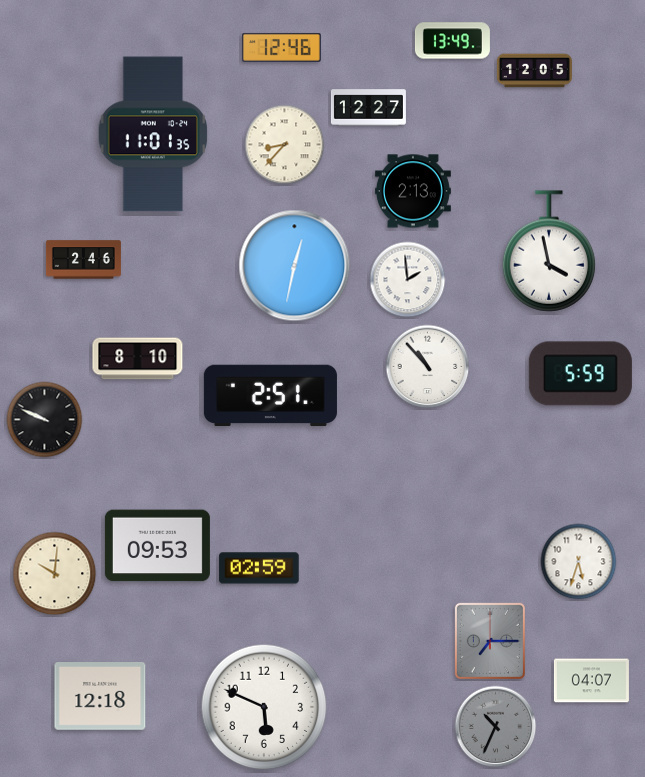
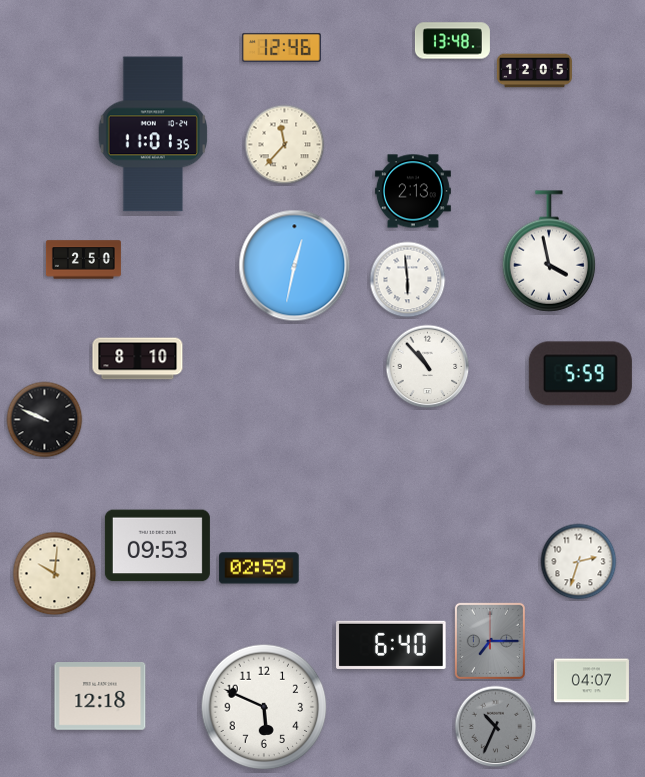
clock at (452, 41): 13:49 -> 13:48
clock at (368, 108): 12:27 -> none
clock at (285, 145): 8:37 -> 11:37
clock at (83, 260): 2:46 -> 2:50
clock at (408, 280): 1:59 -> 5:59
clock at (270, 396): 2:51 -> none
clock at (579, 562): 5:33 -> 2:33
clock at (391, 645): none -> 6:40
